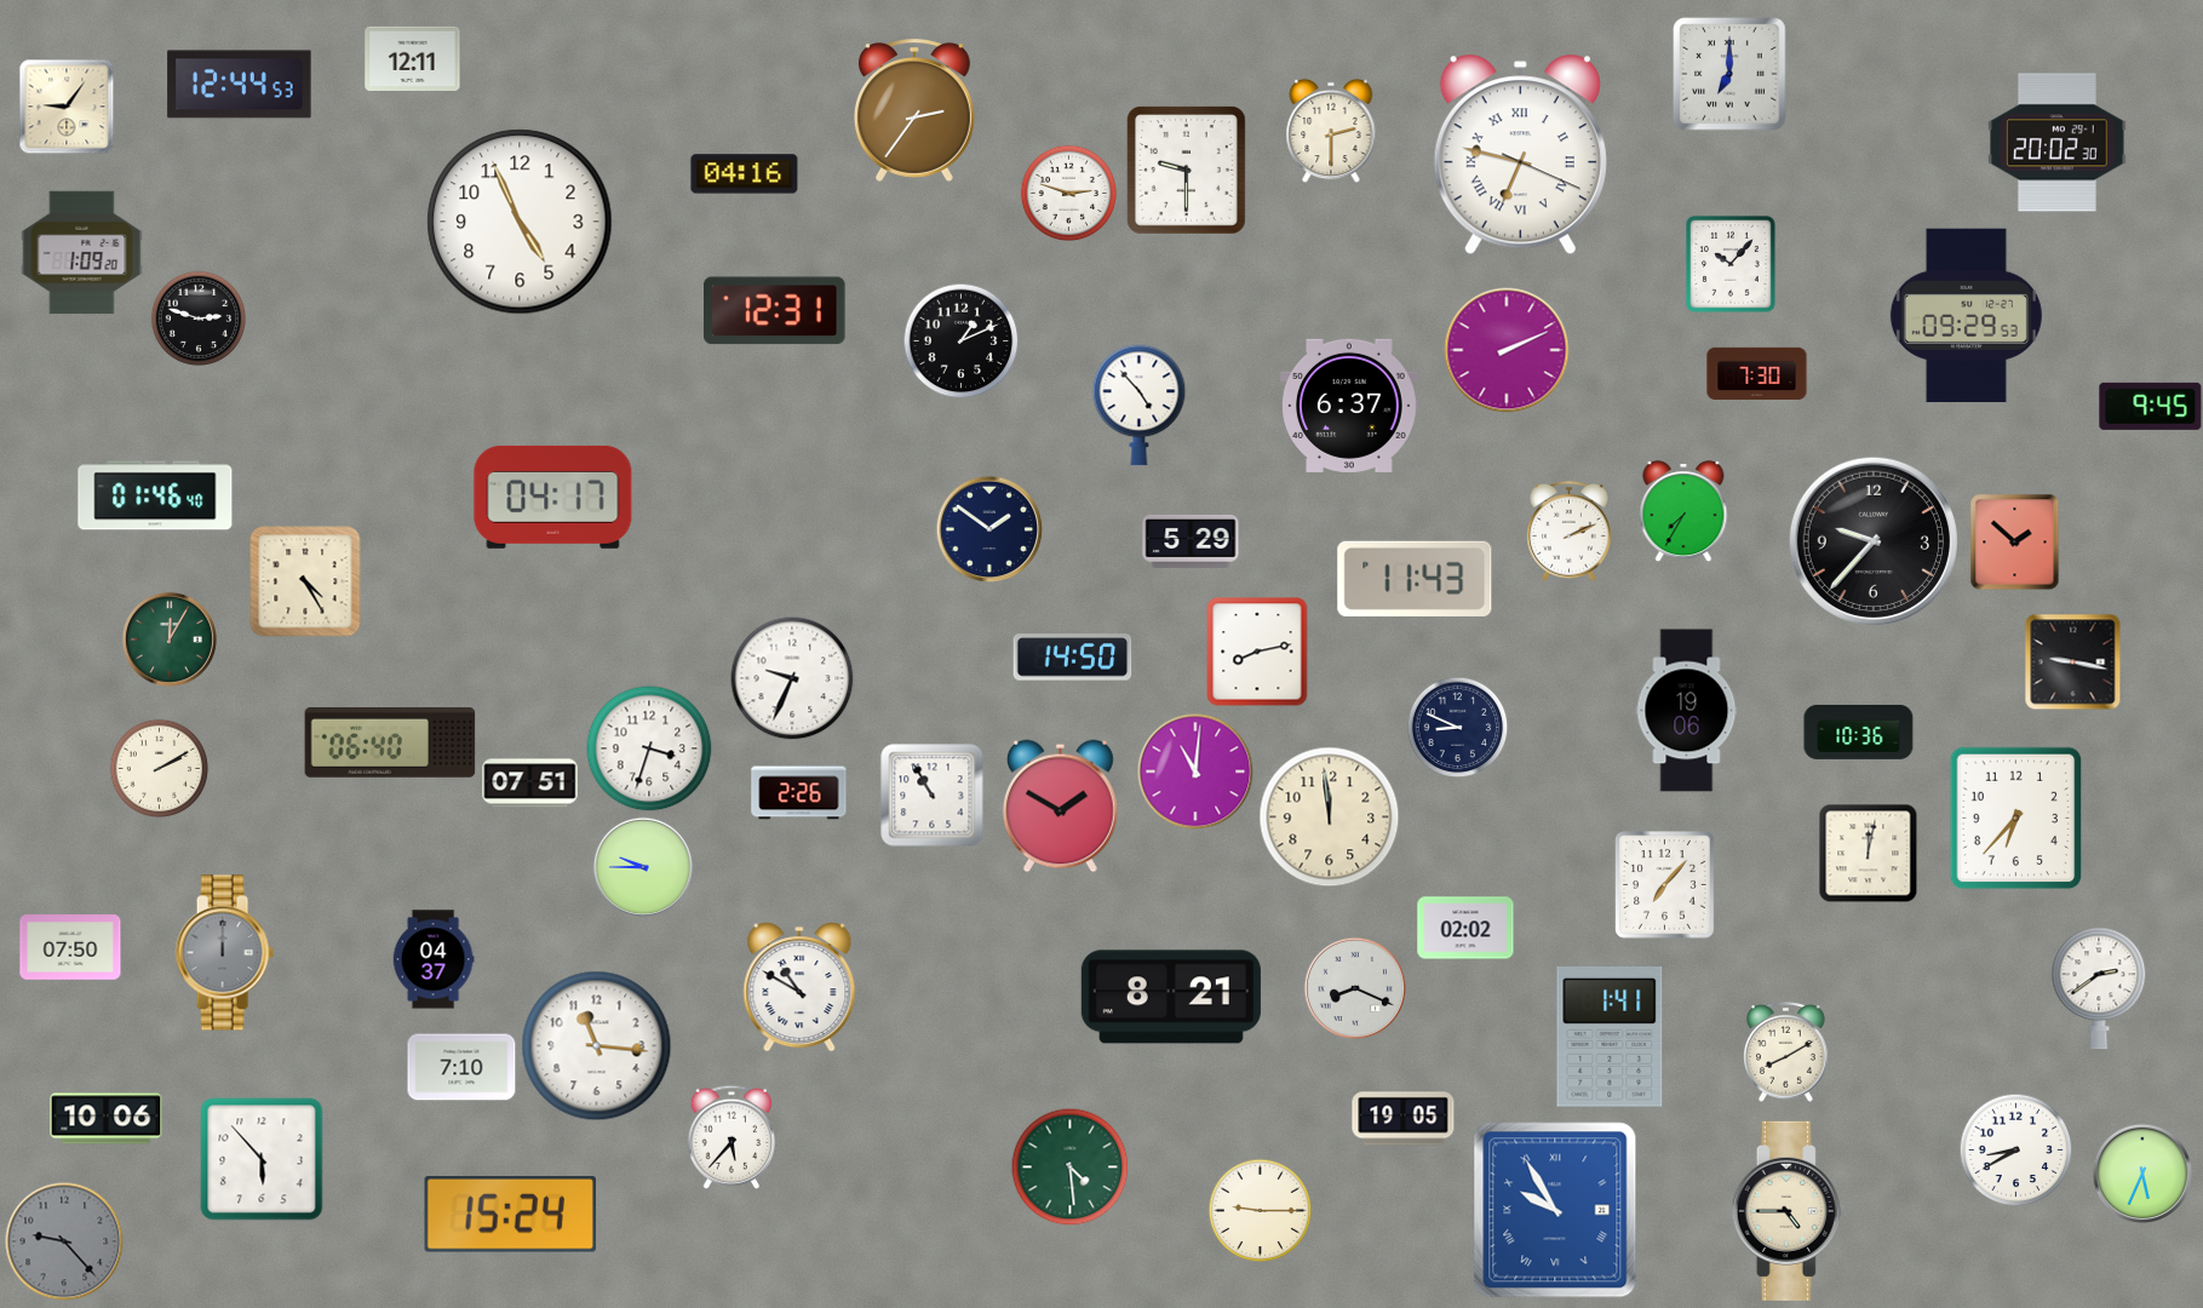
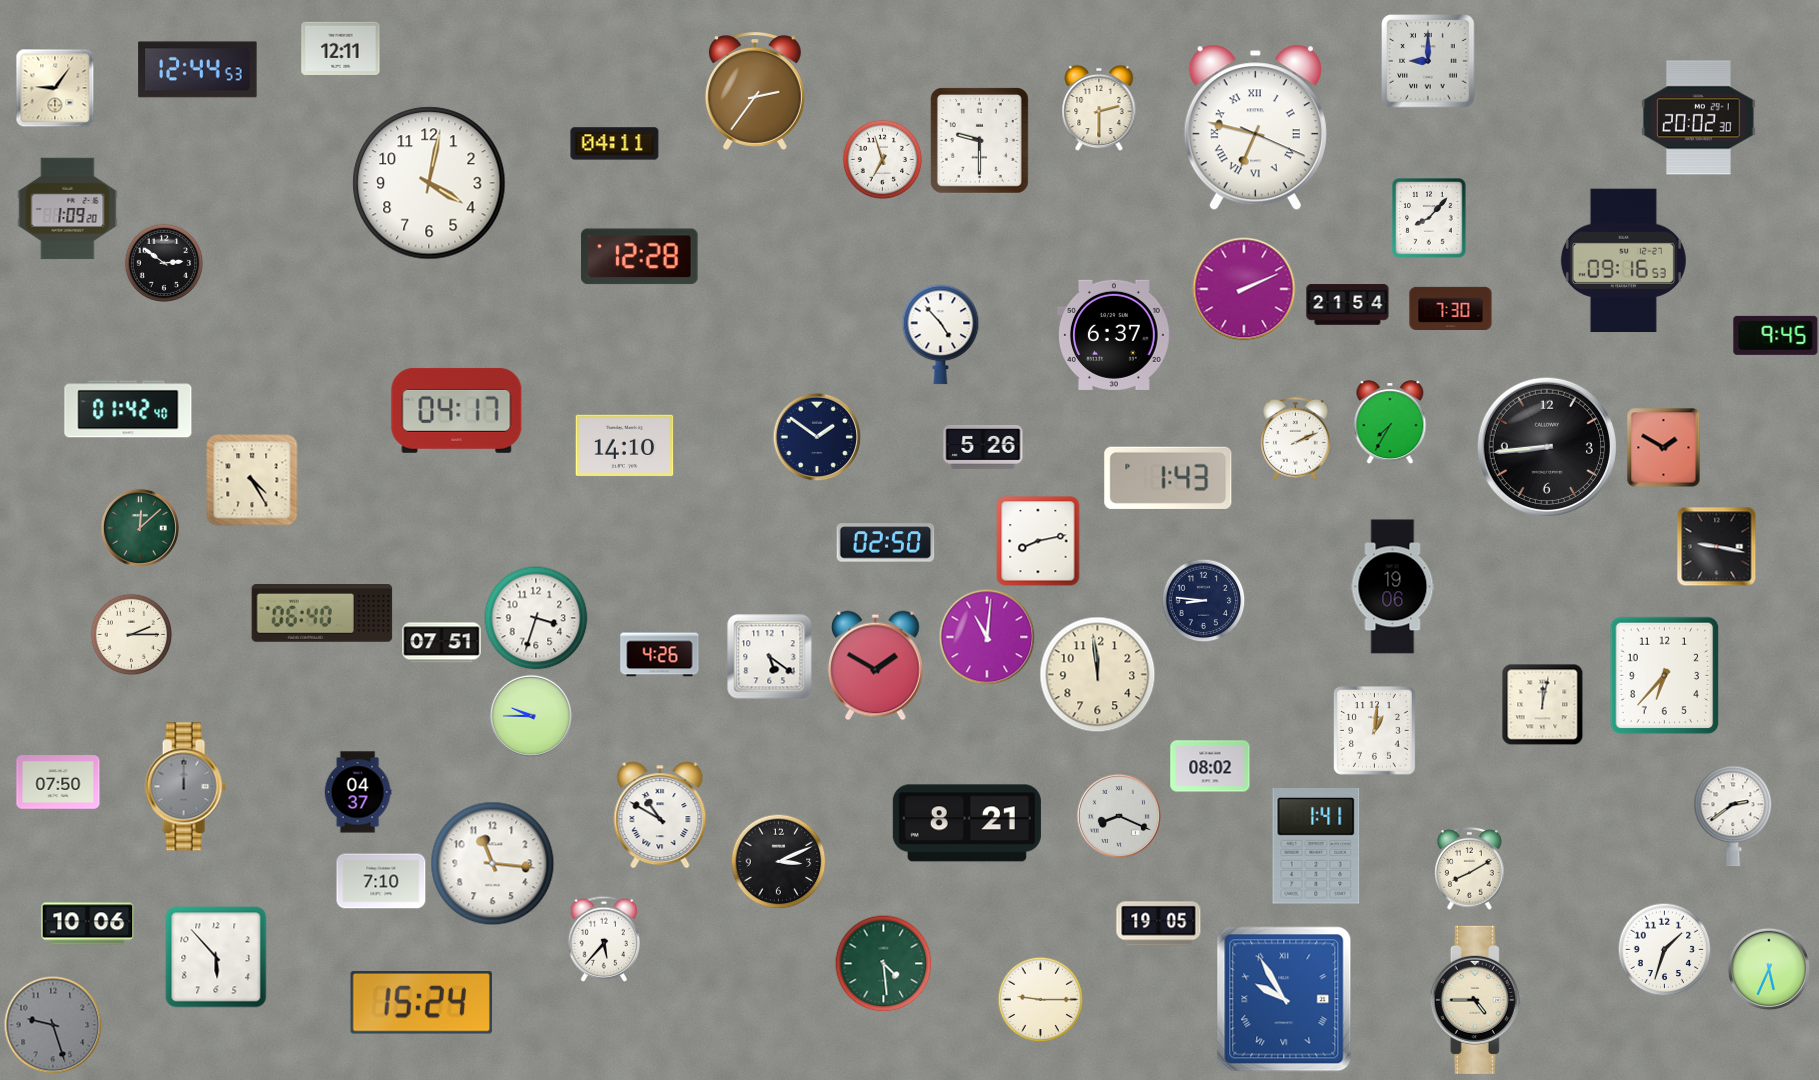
clock at (1729, 74): 7:00 -> 9:00
clock at (745, 174): 04:16 -> 04:11
clock at (1068, 193): 2:48 -> 6:57
clock at (520, 222): 4:56 -> 4:02
clock at (1731, 264): 10:07 -> 8:07
clock at (775, 311): 12:31 -> 12:28
clock at (1966, 316): 09:29 -> 09:16
clock at (199, 319): 2:48 -> 2:51
clock at (960, 340): 1:11 -> none
clock at (1348, 305): none -> 21:54
clock at (155, 495): 01:46 -> 01:42
clock at (625, 446): none -> 14:10
clock at (1872, 540): 9:37 -> 8:44
clock at (2015, 541): 1:52 -> 1:50
clock at (1191, 543): 5:29 -> 5:26
clock at (1415, 579): 11:43 -> 1:43
clock at (170, 639): 12:05 -> 12:08
clock at (1257, 652) position: (1257, 652) -> (1038, 541)
clock at (1073, 658): 14:50 -> 02:50
clock at (2072, 661) position: (2072, 661) -> (1716, 546)
clock at (792, 678): 9:34 -> none
clock at (1457, 727): 8:49 -> 8:46
clock at (1859, 732): 10:36 -> none
clock at (159, 768): 2:10 -> 2:15
clock at (530, 784) position: (530, 784) -> (442, 643)
clock at (799, 793): 2:26 -> 4:26
clock at (933, 796): 10:55 -> 5:21
clock at (1665, 885): 7:07 -> 1:01
clock at (1465, 928): 02:02 -> 08:02
clock at (1610, 1038) position: (1610, 1038) -> (1316, 847)
clock at (778, 861): none -> 3:11
clock at (1786, 1051) position: (1786, 1051) -> (1470, 868)
clock at (2015, 1149): 8:40 -> 1:33
clock at (64, 1241): 9:23 -> 9:27
